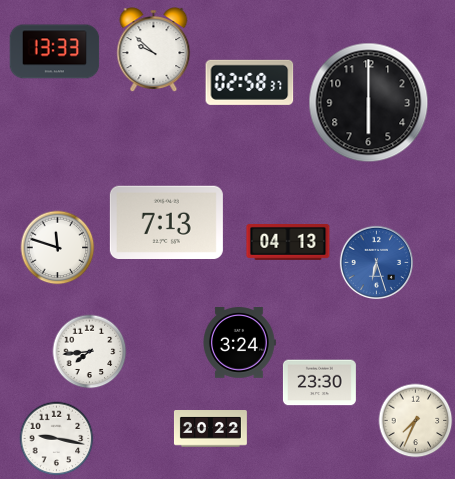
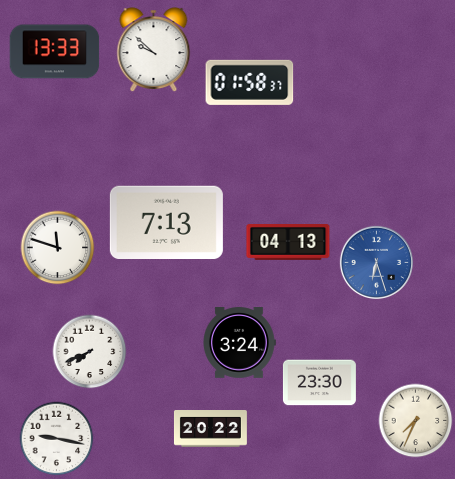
clock at (250, 82): 02:58 -> 01:58
clock at (369, 103): 6:00 -> none
clock at (90, 352): 7:44 -> 7:41
